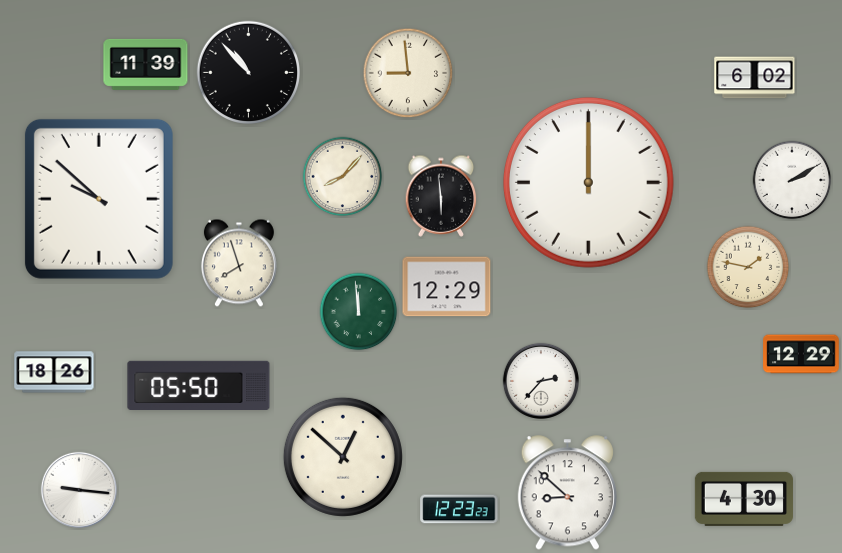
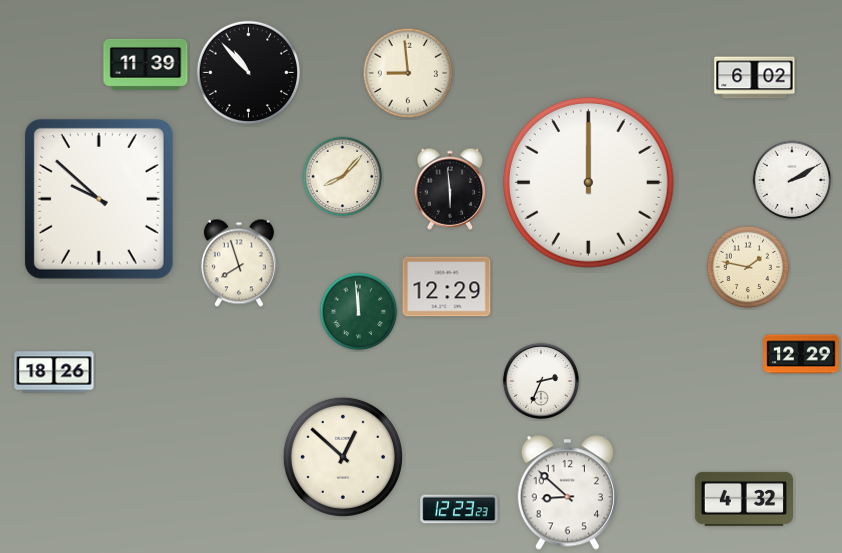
clock at (441, 196) position: (441, 196) -> (450, 189)
clock at (541, 381): 2:37 -> 2:34
clock at (199, 385): 05:50 -> none
clock at (79, 490): 9:16 -> none
clock at (744, 499): 4:30 -> 4:32
